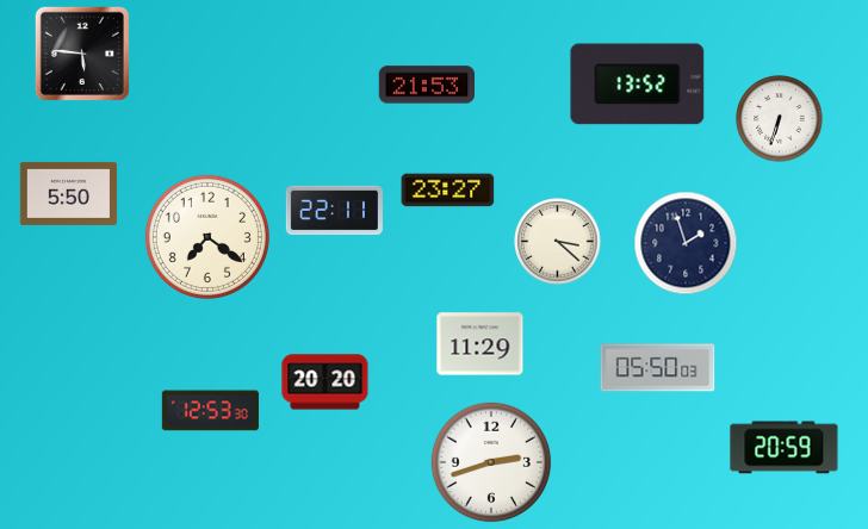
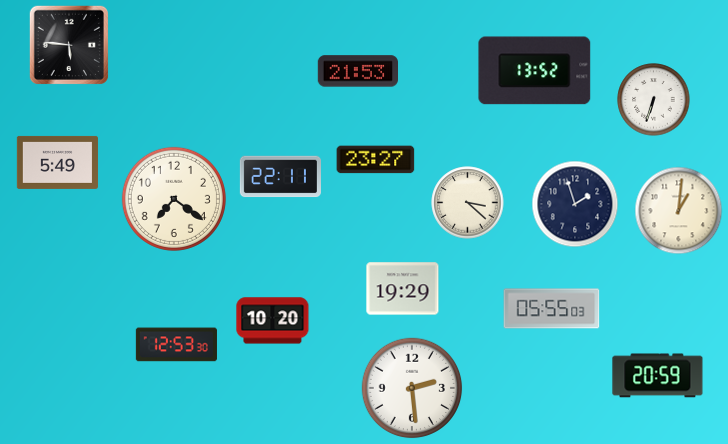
clock at (68, 193): 5:50 -> 5:49
clock at (679, 211): none -> 1:01
clock at (480, 344): 11:29 -> 19:29
clock at (658, 368): 05:50 -> 05:55
clock at (325, 382): 20:20 -> 10:20
clock at (491, 462): 2:42 -> 2:29
